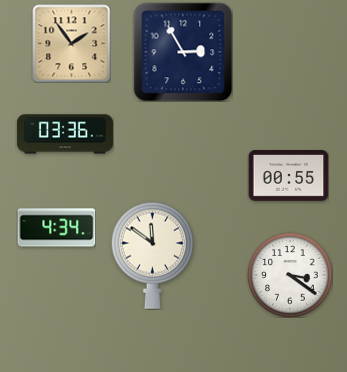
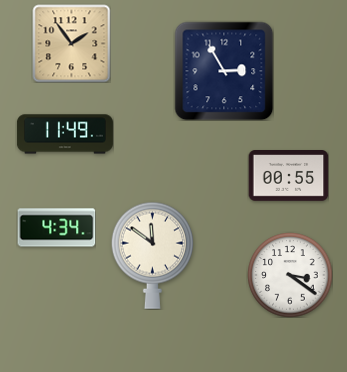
clock at (183, 52) position: (183, 52) -> (224, 71)
clock at (65, 134): 03:36 -> 11:49
